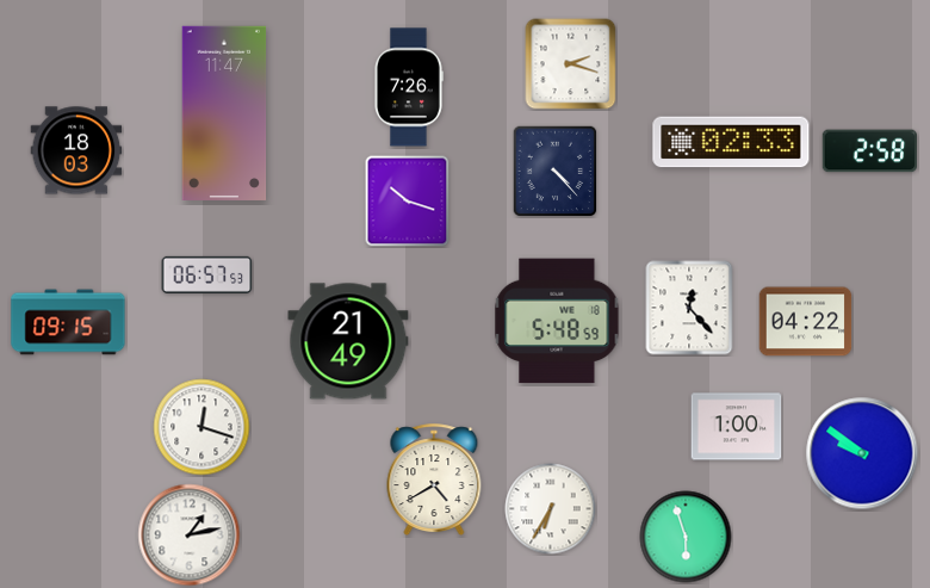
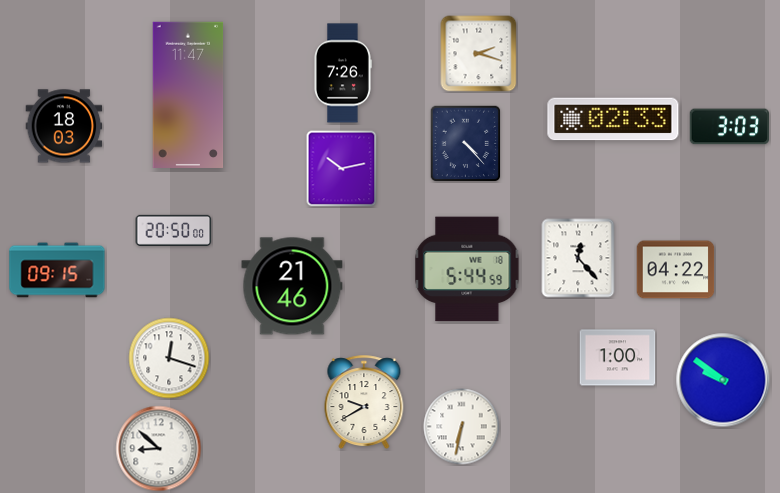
clock at (869, 151): 2:58 -> 3:03
clock at (408, 202): 10:18 -> 10:13
clock at (207, 274): 06:57 -> 20:50
clock at (557, 321): 5:48 -> 5:44
clock at (348, 341): 21:49 -> 21:46
clock at (434, 481): 4:40 -> 9:40
clock at (551, 509): 6:35 -> 6:32
clock at (190, 536): 1:13 -> 8:52
clock at (686, 537): 5:57 -> none
